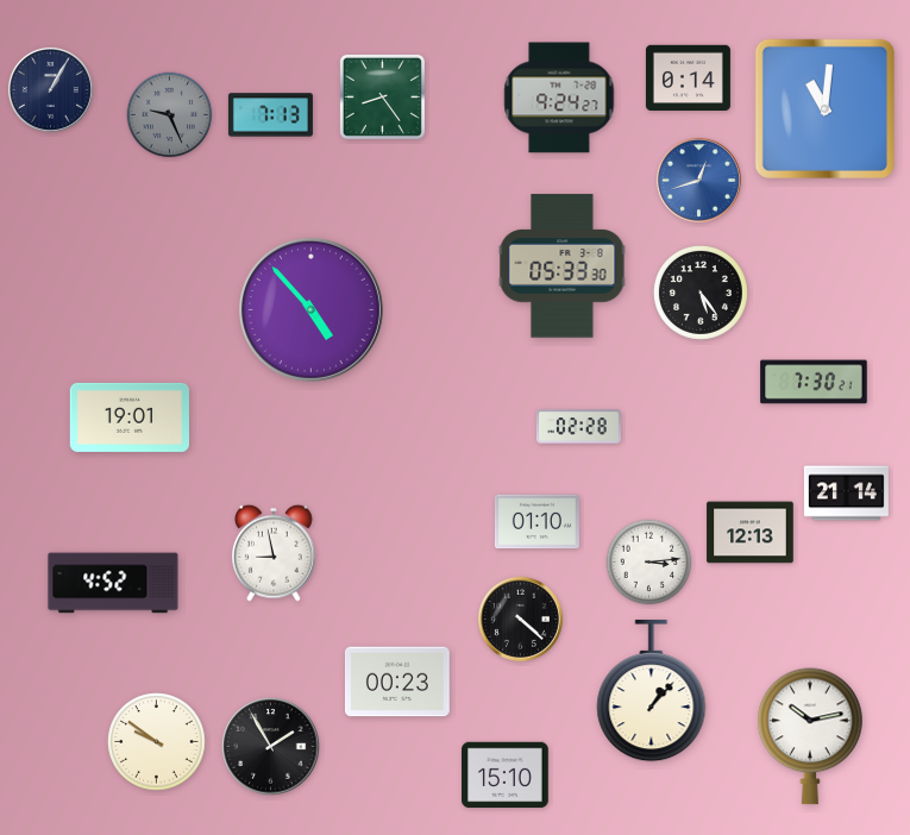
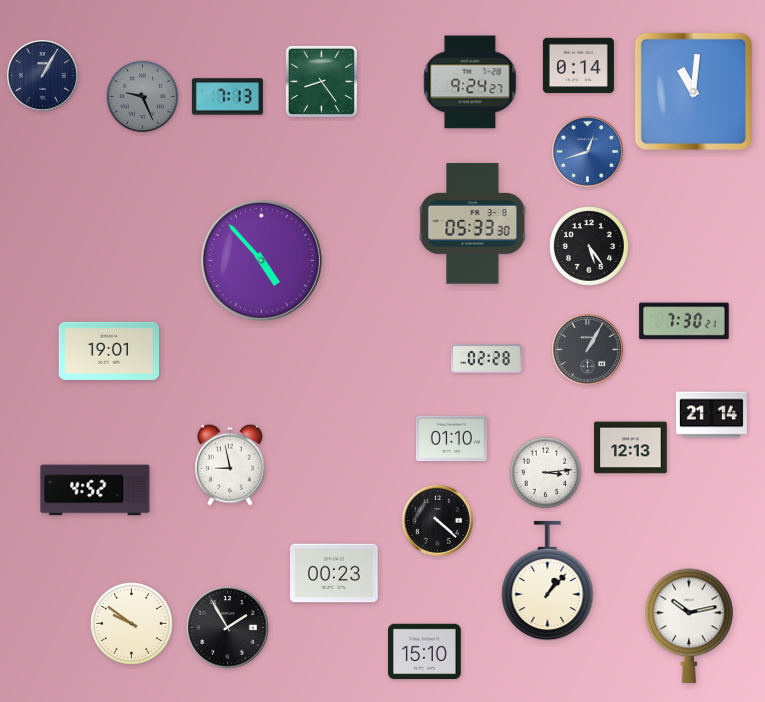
clock at (587, 349): none -> 1:05
clock at (810, 736) position: (810, 736) -> (689, 626)
